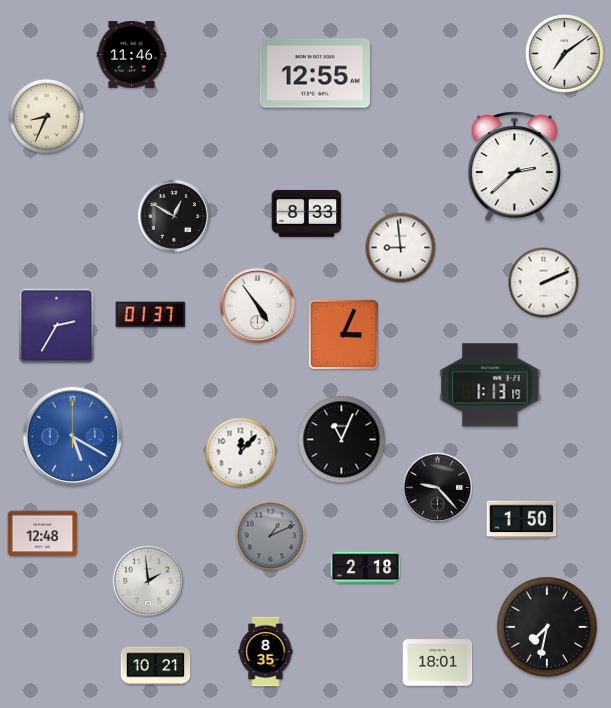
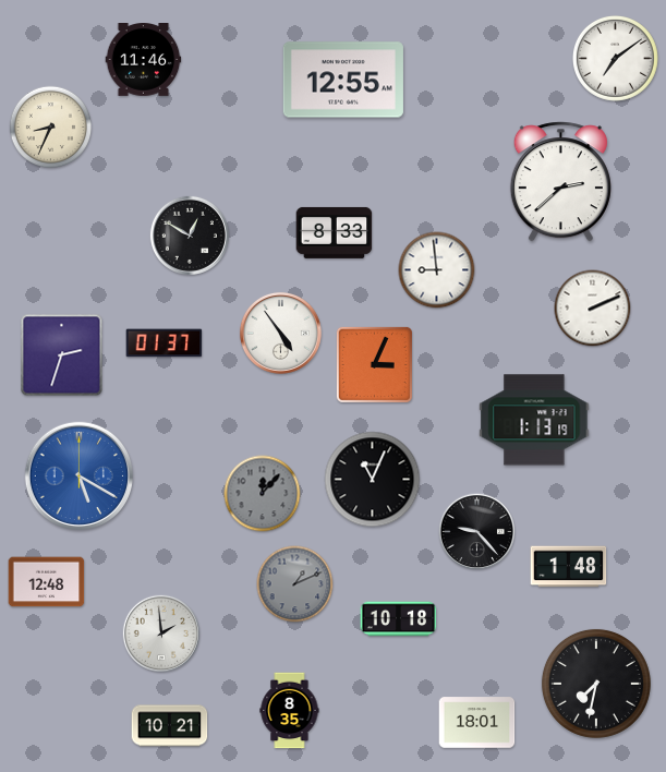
clock at (57, 326): 2:35 -> 2:33
clock at (241, 453) dial: white -> grey
clock at (522, 520): 1:50 -> 1:48
clock at (366, 568): 2:18 -> 10:18
